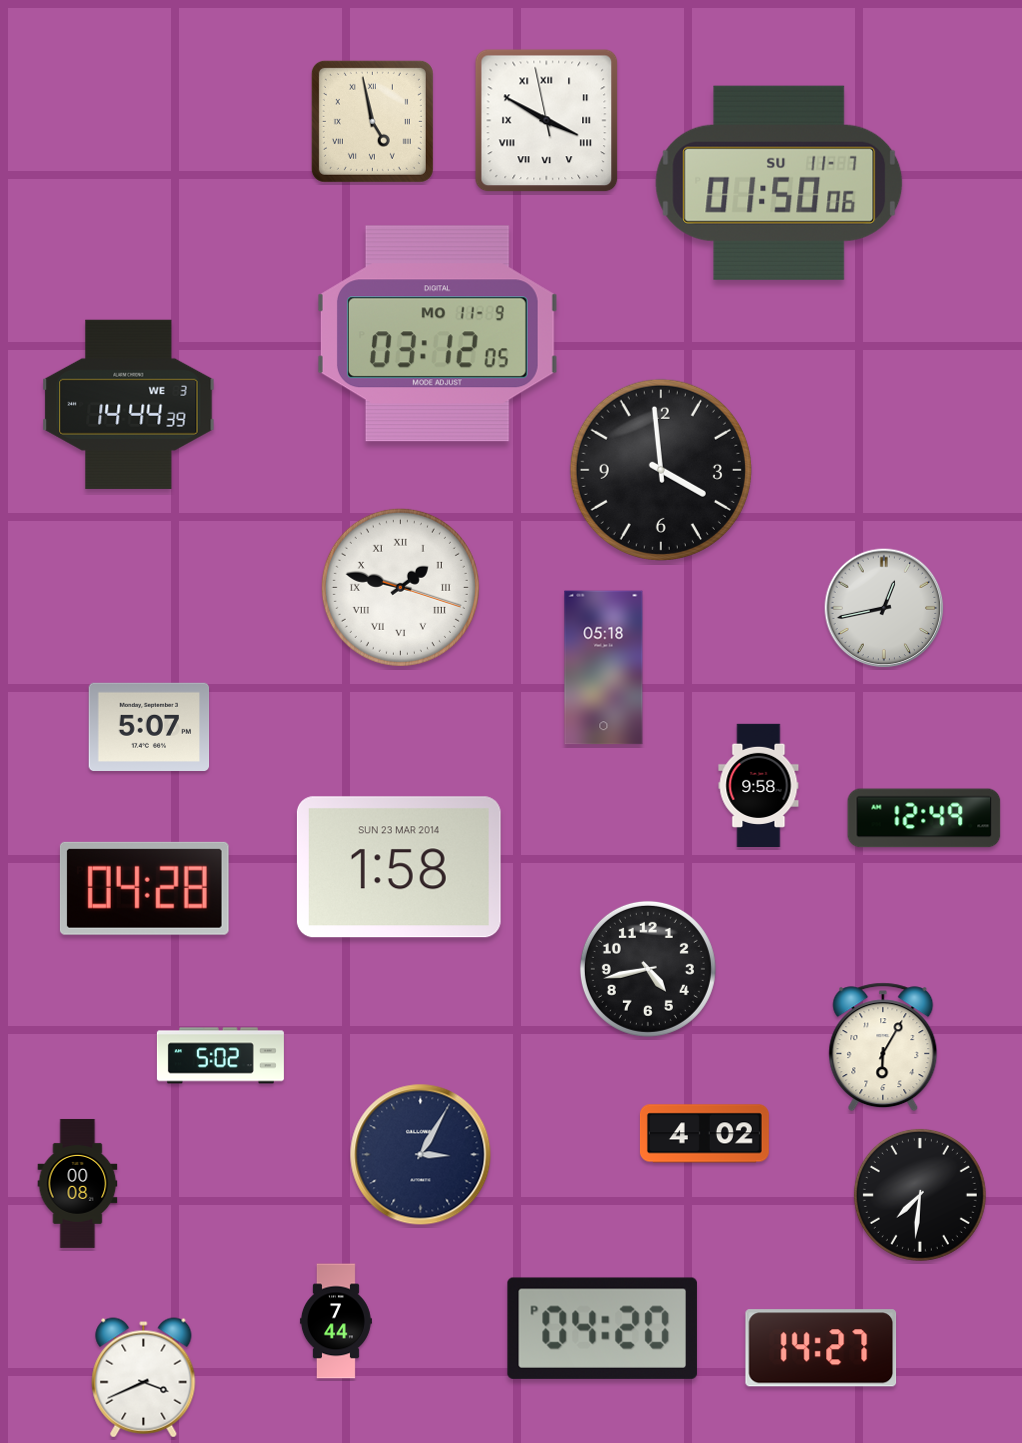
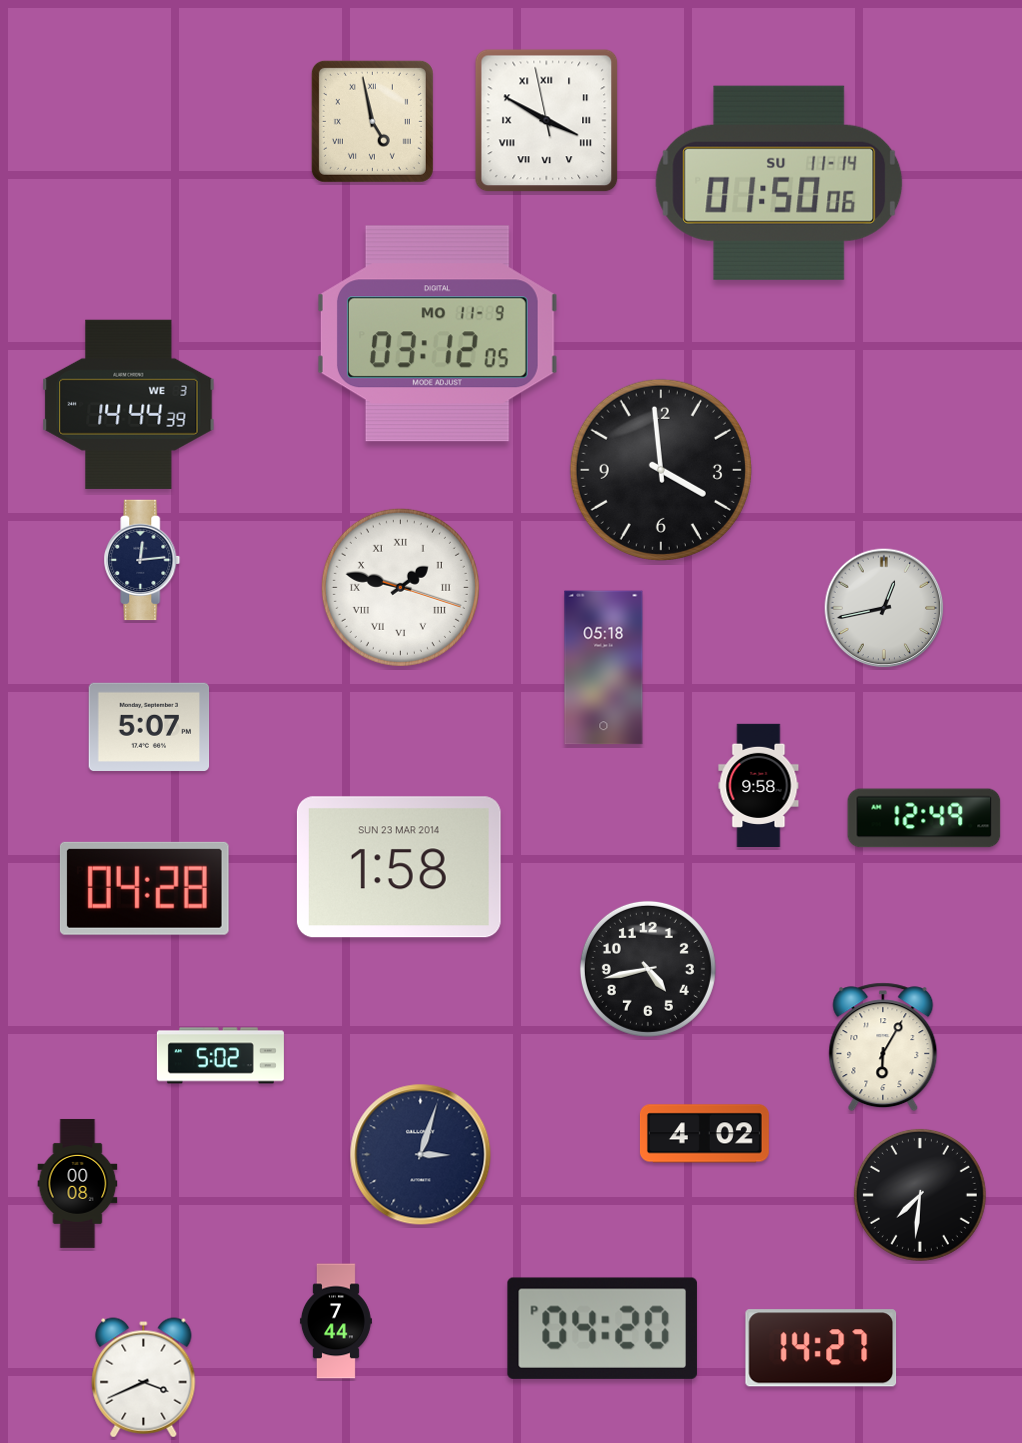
clock at (779, 183) date: SU 11-7 -> SU 11-14
clock at (142, 560): none -> 12:14
clock at (421, 1155): 3:05 -> 3:03
